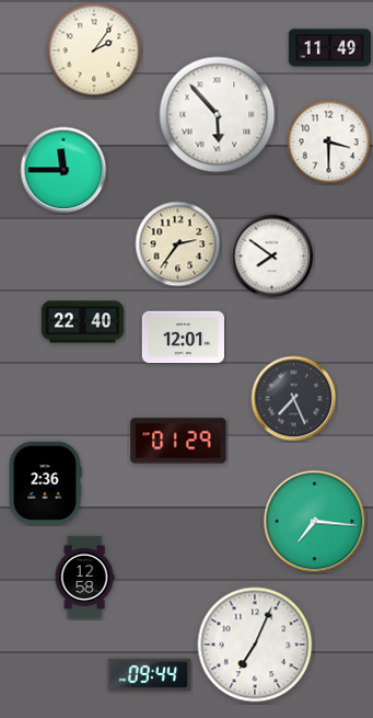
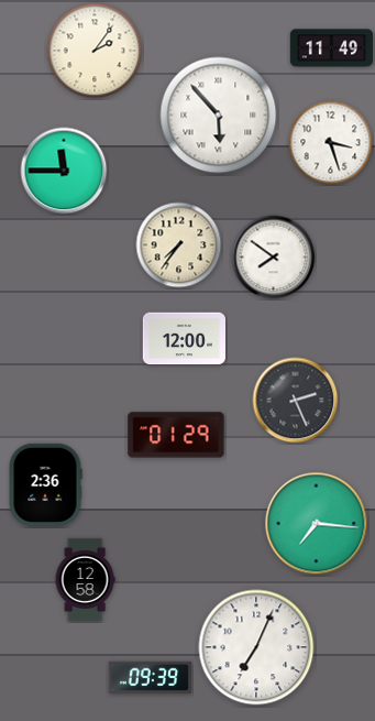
clock at (329, 143): 3:30 -> 3:27
clock at (178, 244): 2:36 -> 7:36
clock at (82, 322): 22:40 -> none
clock at (183, 338): 12:01 -> 12:00
clock at (294, 399): 7:26 -> 2:26
clock at (178, 441) position: (178, 441) -> (176, 435)
clock at (149, 675): 09:44 -> 09:39
